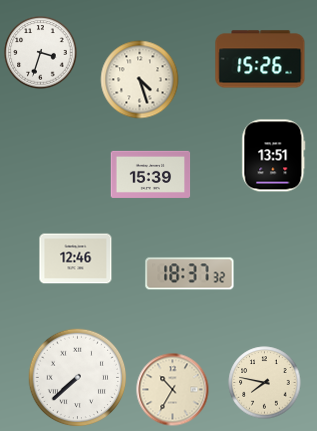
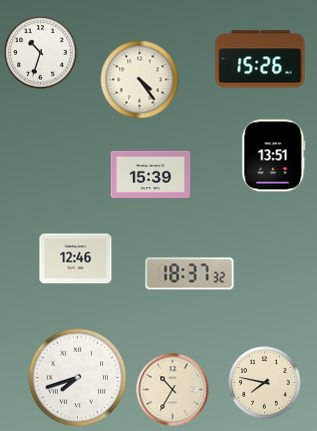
clock at (41, 53): 3:33 -> 10:33
clock at (140, 80): 4:27 -> 4:24
clock at (78, 378): 7:38 -> 7:42
